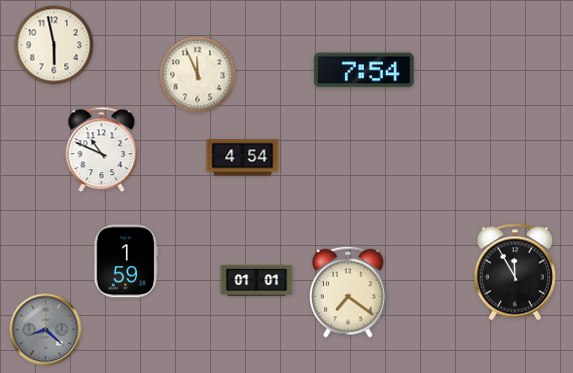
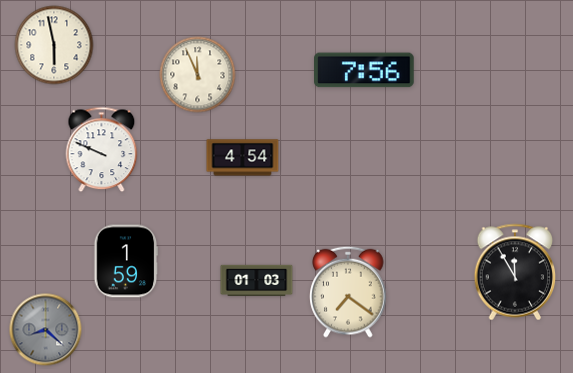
clock at (365, 70): 7:54 -> 7:56
clock at (102, 150): 10:49 -> 9:49
clock at (257, 281): 01:01 -> 01:03
